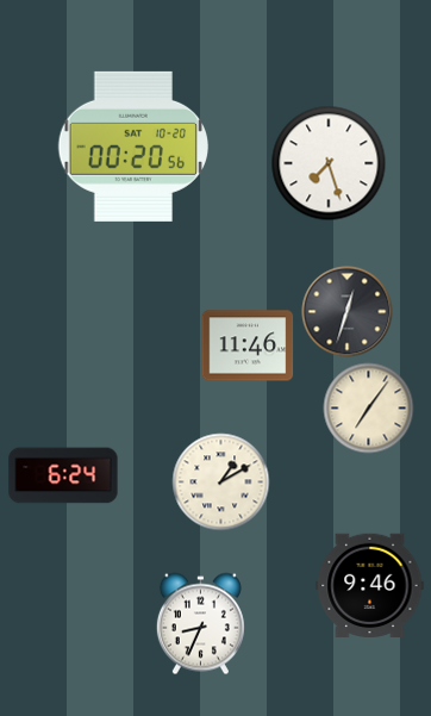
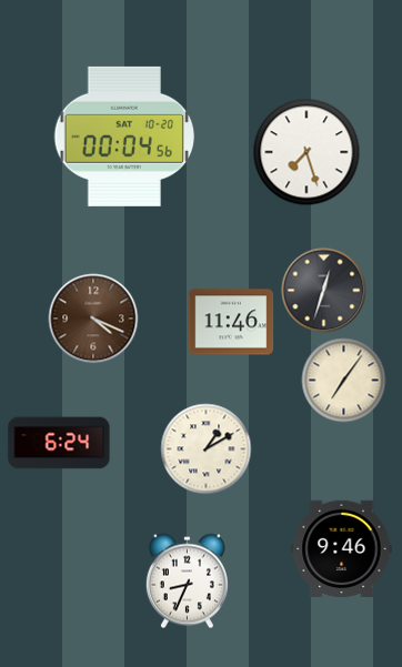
clock at (133, 147): 00:20 -> 00:04
clock at (93, 319): none -> 4:19
clock at (370, 586) position: (370, 586) -> (342, 549)
